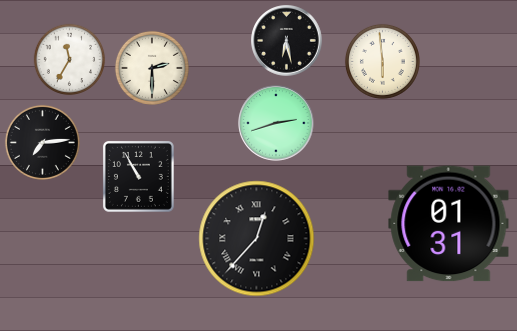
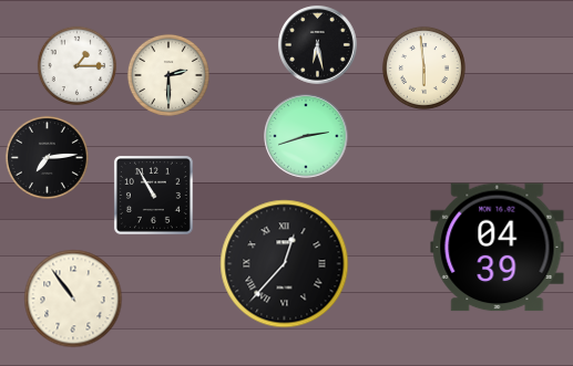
clock at (70, 60): 11:35 -> 1:15
clock at (449, 224): 01:31 -> 04:39
clock at (73, 299): none -> 10:54
